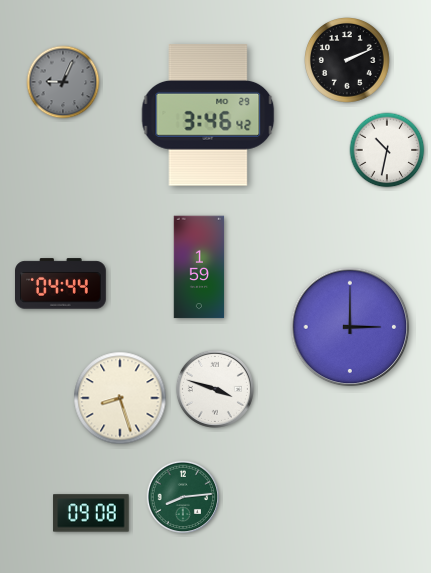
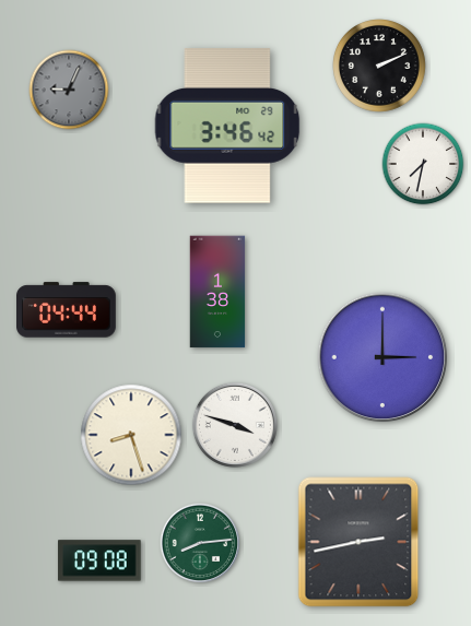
clock at (387, 150): 10:32 -> 7:32
clock at (199, 267): 1:59 -> 1:38
clock at (358, 542): none -> 2:43
